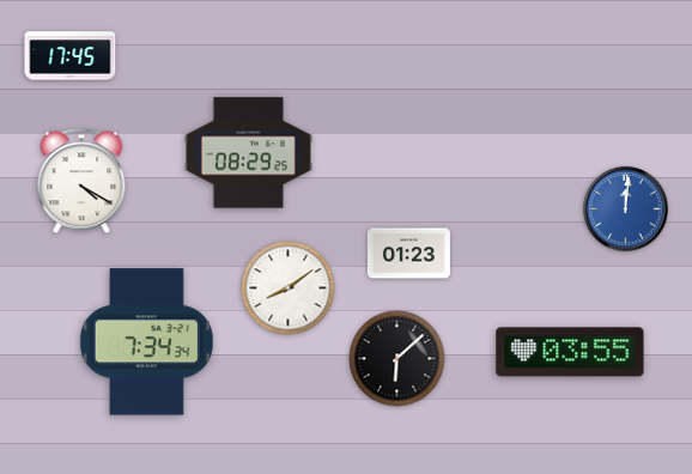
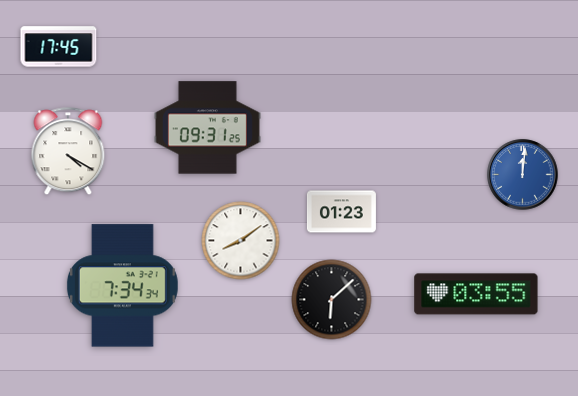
clock at (248, 153): 08:29 -> 09:31
